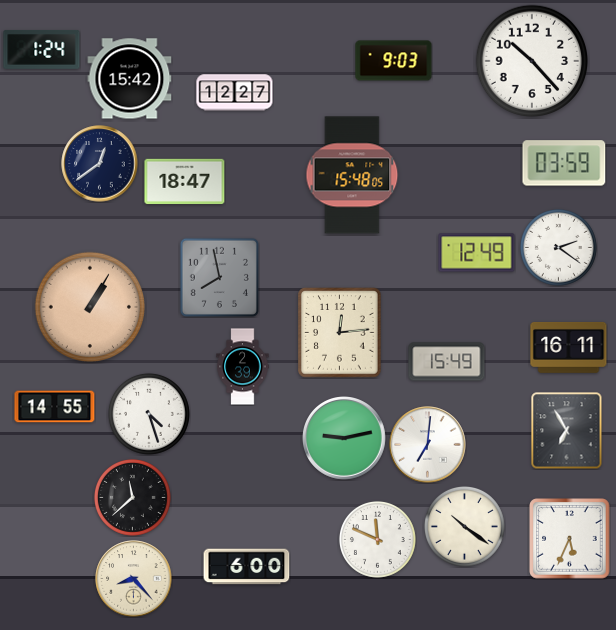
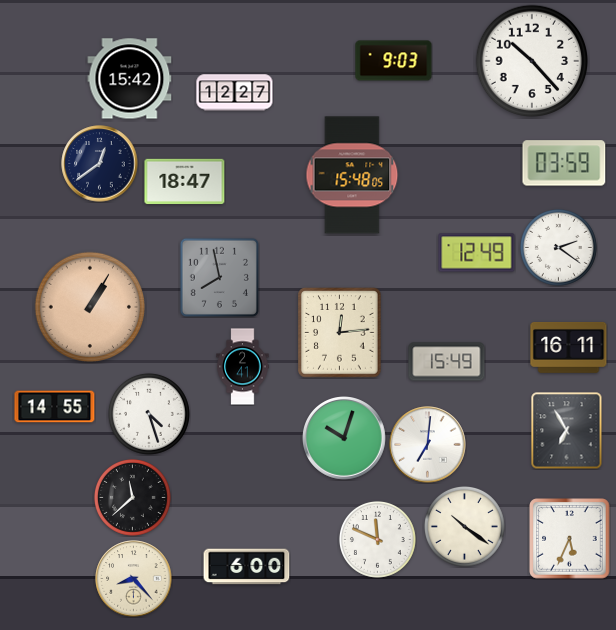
clock at (42, 50): 1:24 -> none
clock at (243, 367): 2:39 -> 2:41
clock at (345, 439): 9:13 -> 10:03
